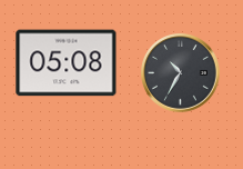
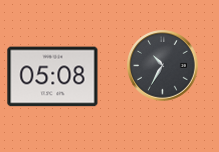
clock at (67, 63) position: (67, 63) -> (53, 77)
